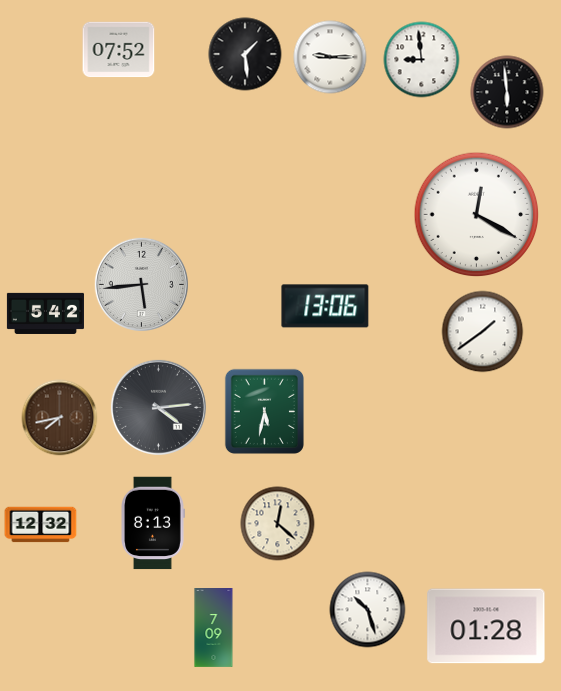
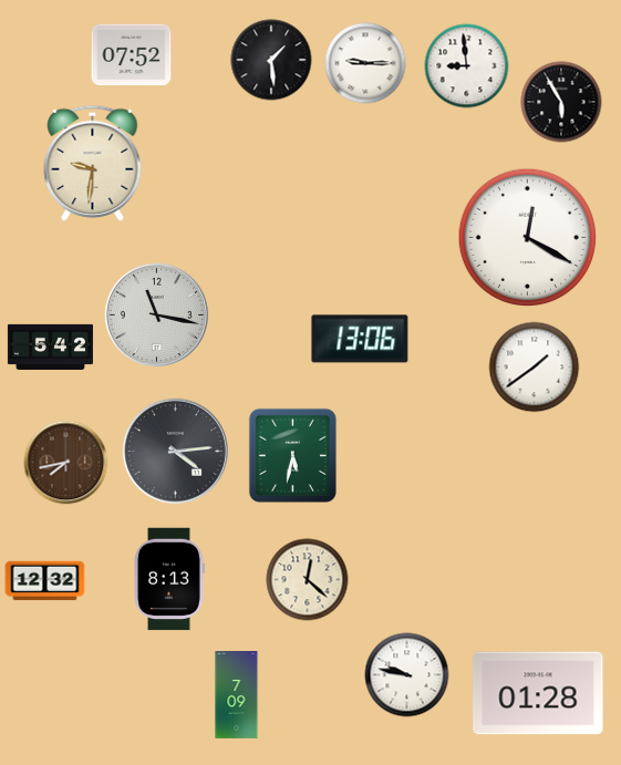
clock at (507, 92): 5:59 -> 5:55
clock at (93, 163): none -> 9:31
clock at (141, 284): 5:44 -> 11:17
clock at (368, 610): 10:27 -> 9:47
